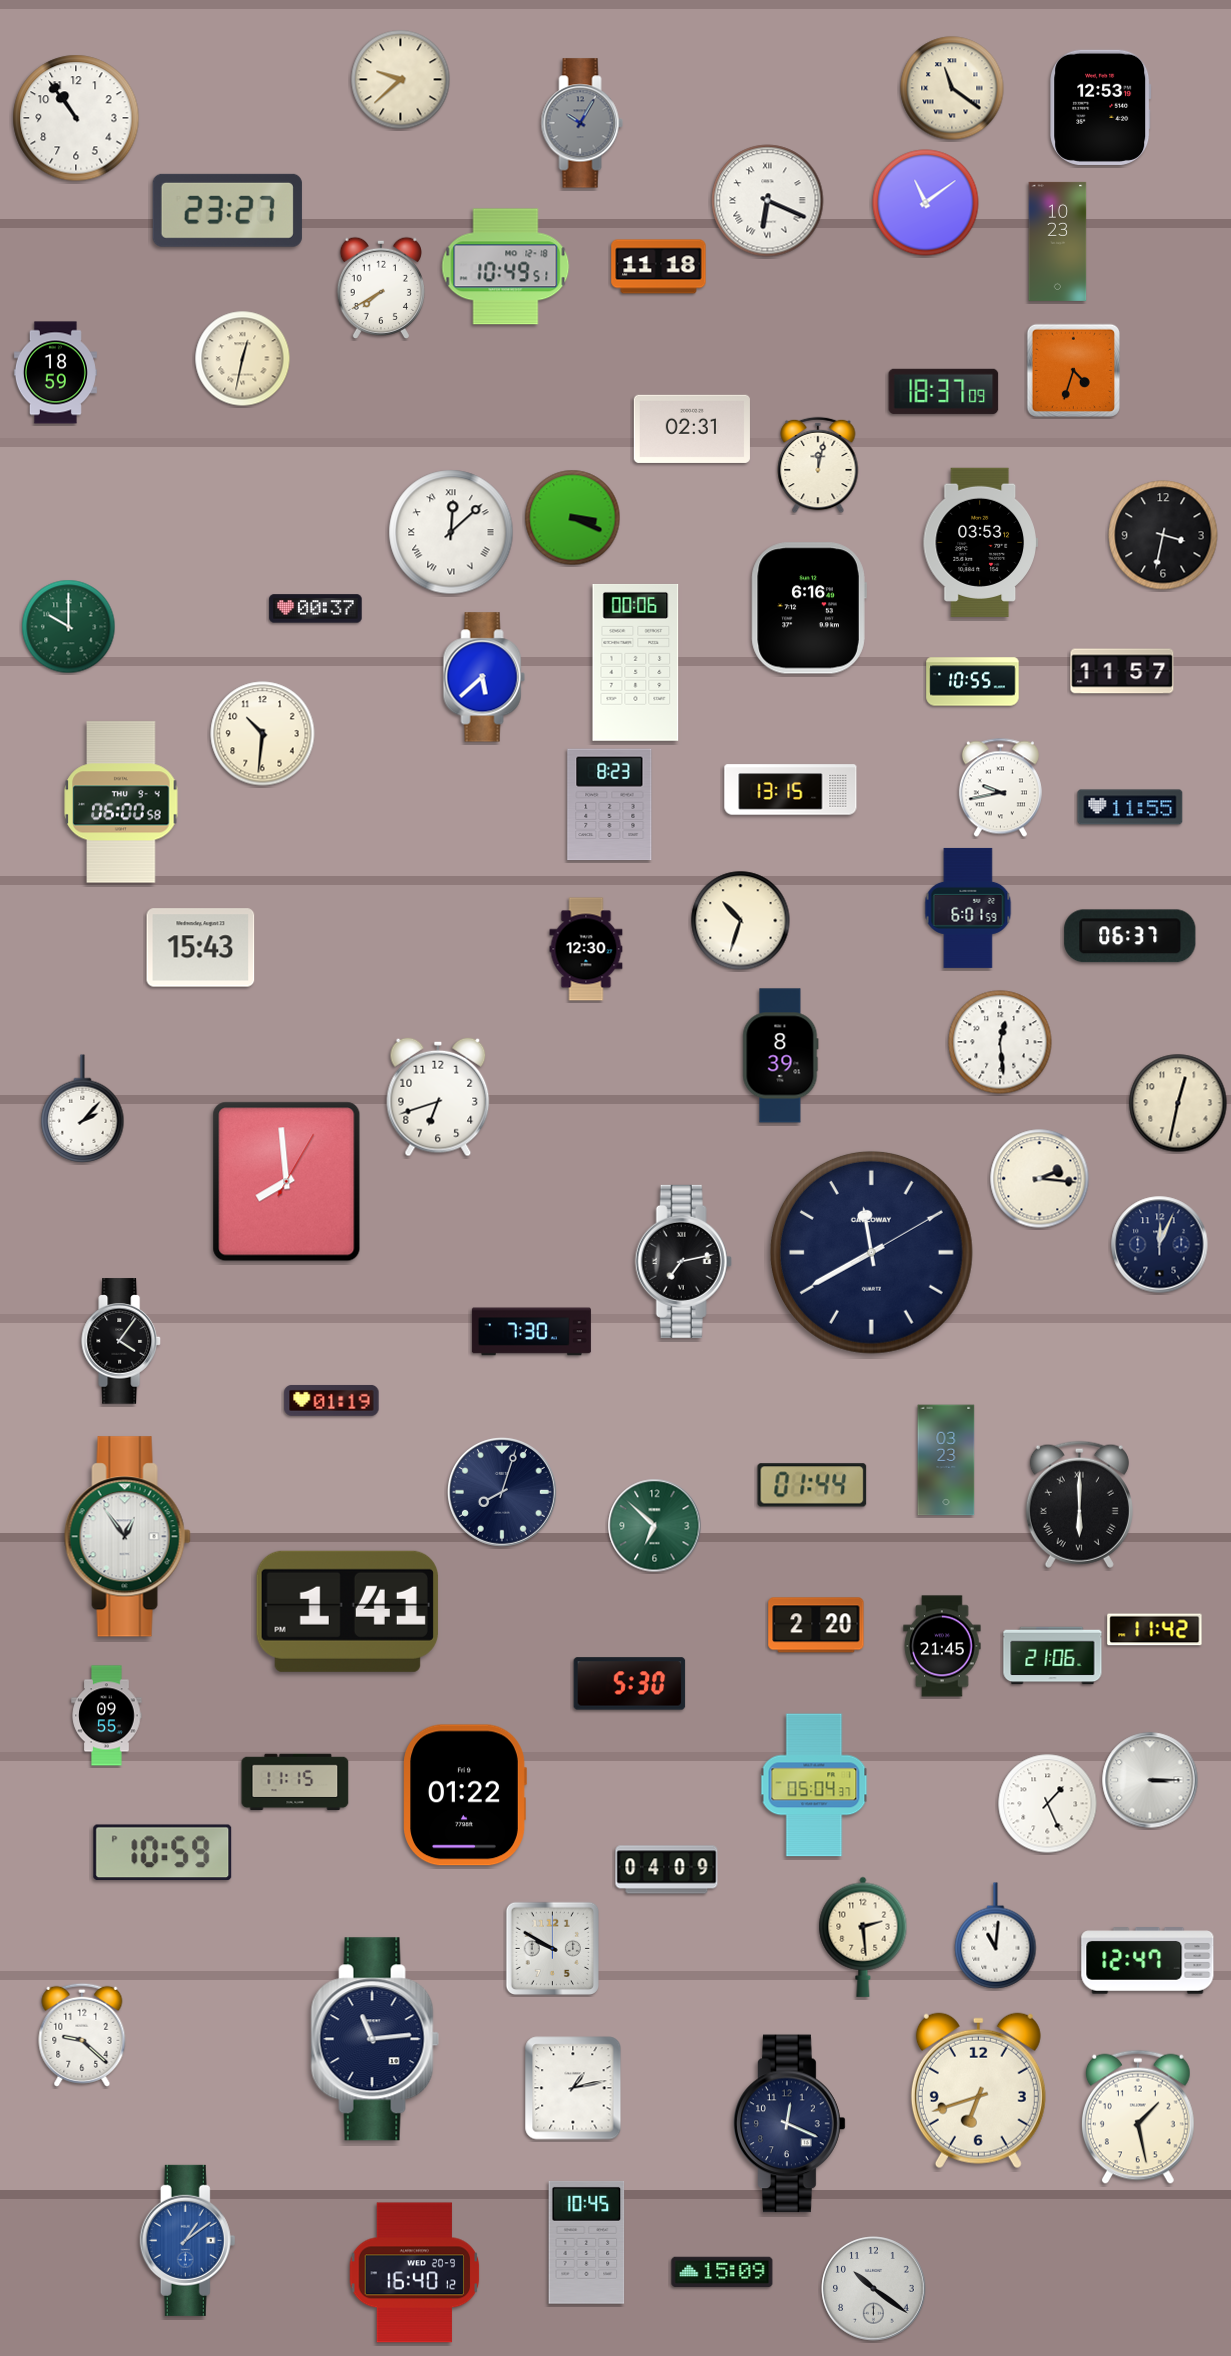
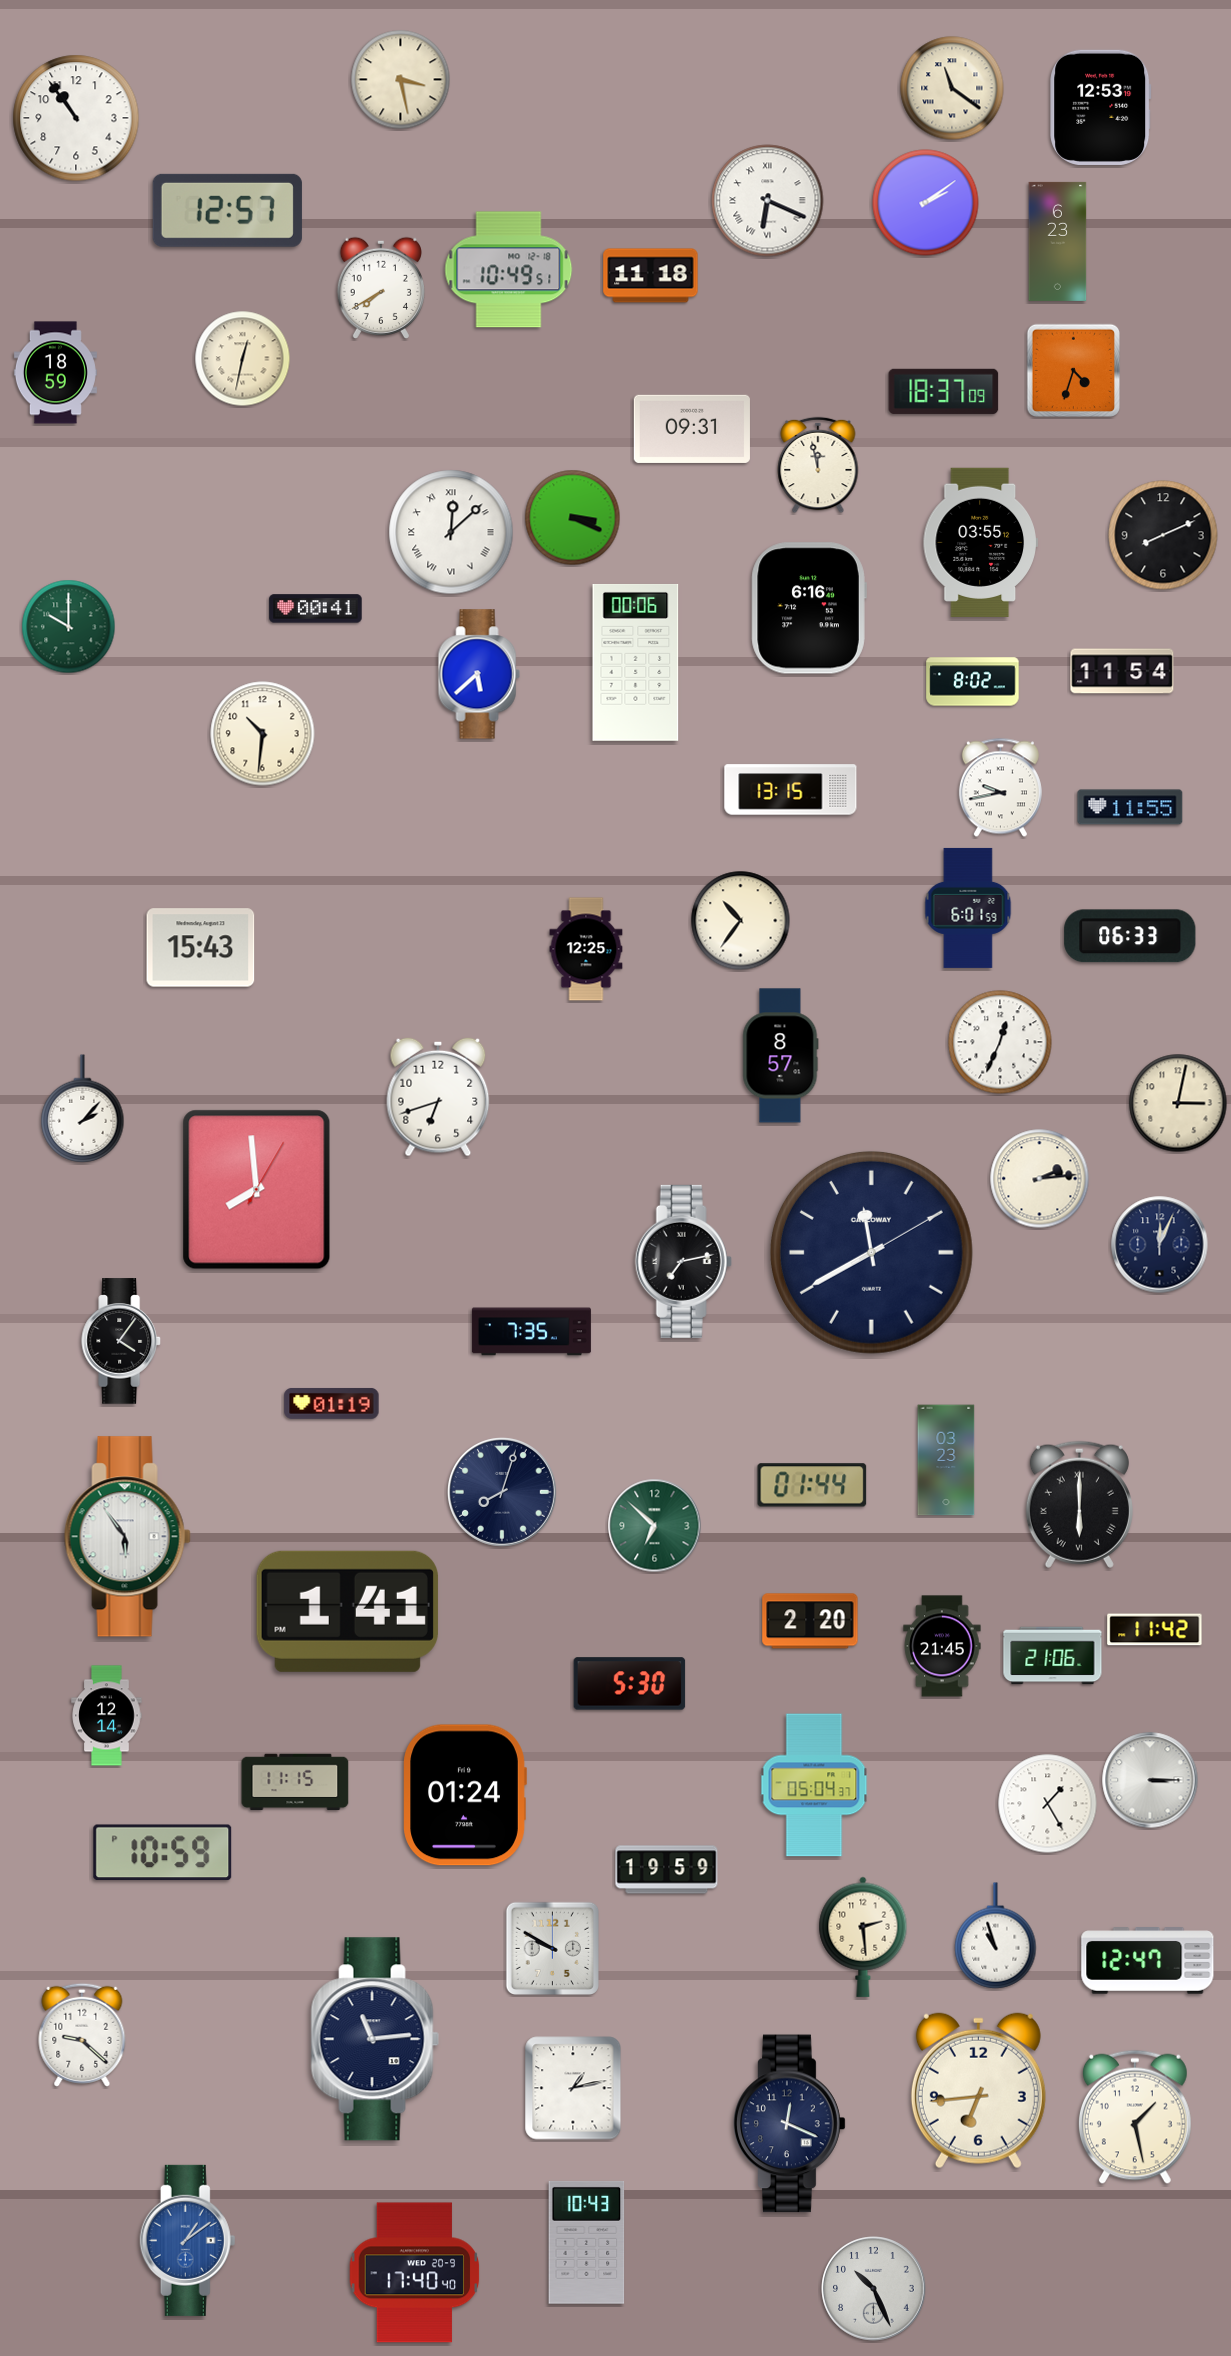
clock at (401, 80): 9:38 -> 3:28
clock at (582, 123): 10:05 -> none
clock at (926, 203): 11:09 -> 2:09
clock at (227, 210): 23:27 -> 12:57
clock at (1058, 241): 10:23 -> 6:23
clock at (506, 267) position: (506, 267) -> (509, 270)
clock at (659, 267) position: (659, 267) -> (651, 276)
clock at (692, 429): 02:31 -> 09:31
clock at (818, 465): 12:02 -> 11:58
clock at (1163, 535): 3:32 -> 8:11
clock at (980, 542): 03:53 -> 03:55
clock at (316, 609): 00:37 -> 00:41
clock at (1122, 671): 11:57 -> 11:54
clock at (484, 677) position: (484, 677) -> (479, 674)
clock at (973, 682): 10:55 -> 8:02
clock at (121, 802): 06:00 -> none
clock at (610, 805): 8:23 -> none
clock at (741, 921): 10:33 -> 10:36
clock at (1130, 936): 06:37 -> 06:33
clock at (586, 949): 12:30 -> 12:25
clock at (1000, 1042): 12:29 -> 12:34
clock at (781, 1056): 8:39 -> 8:57
clock at (1178, 1103): 12:32 -> 3:02
clock at (1040, 1179): 2:16 -> 2:14
clock at (287, 1182) position: (287, 1182) -> (257, 1190)
clock at (531, 1332): 7:30 -> 7:35
clock at (332, 1401) position: (332, 1401) -> (332, 1404)
clock at (127, 1537): 12:54 -> 5:54
clock at (816, 1625) position: (816, 1625) -> (810, 1621)
clock at (107, 1716): 09:55 -> 12:14
clock at (465, 1795): 01:22 -> 01:24
clock at (1048, 1804): 1:26 -> 1:25
clock at (667, 1870): 04:09 -> 19:59
clock at (996, 1936): 11:01 -> 10:57
clock at (978, 2091): 6:42 -> 6:44
clock at (1138, 2117) position: (1138, 2117) -> (1135, 2117)
clock at (587, 2242): 10:45 -> 10:43
clock at (722, 2272): 15:09 -> none
clock at (415, 2273): 16:40 -> 17:40
clock at (874, 2289): 10:21 -> 10:26
